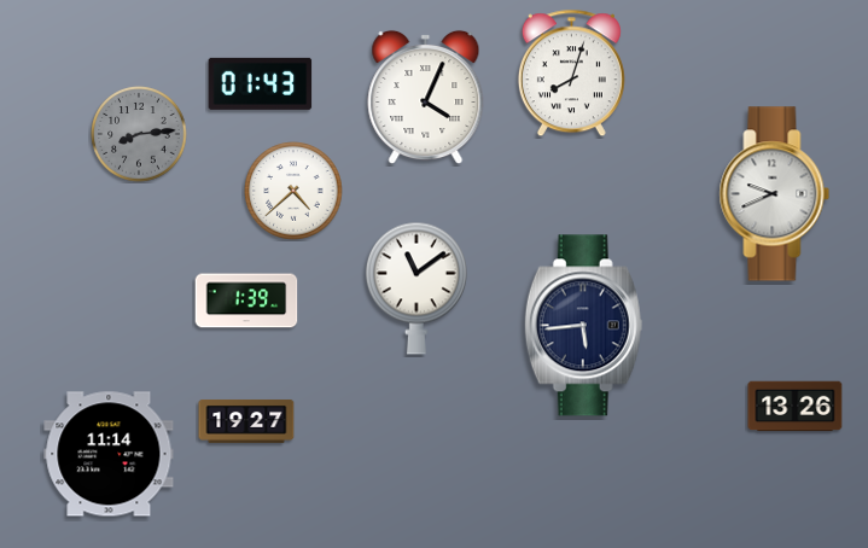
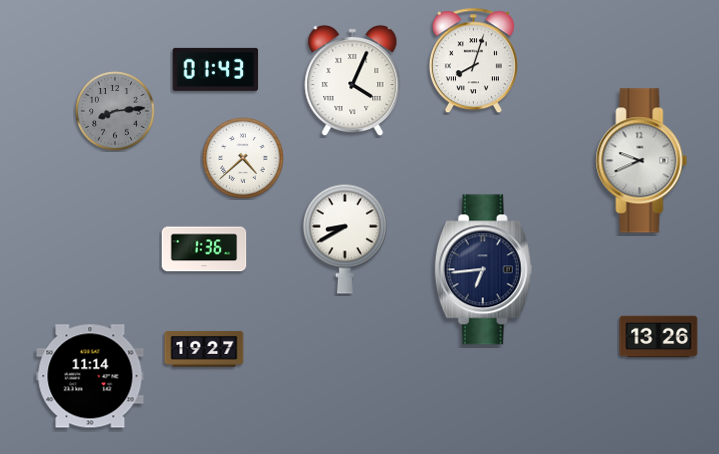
clock at (416, 288): 11:09 -> 8:40
clock at (246, 301): 1:39 -> 1:36
clock at (583, 326): 5:44 -> 6:44
